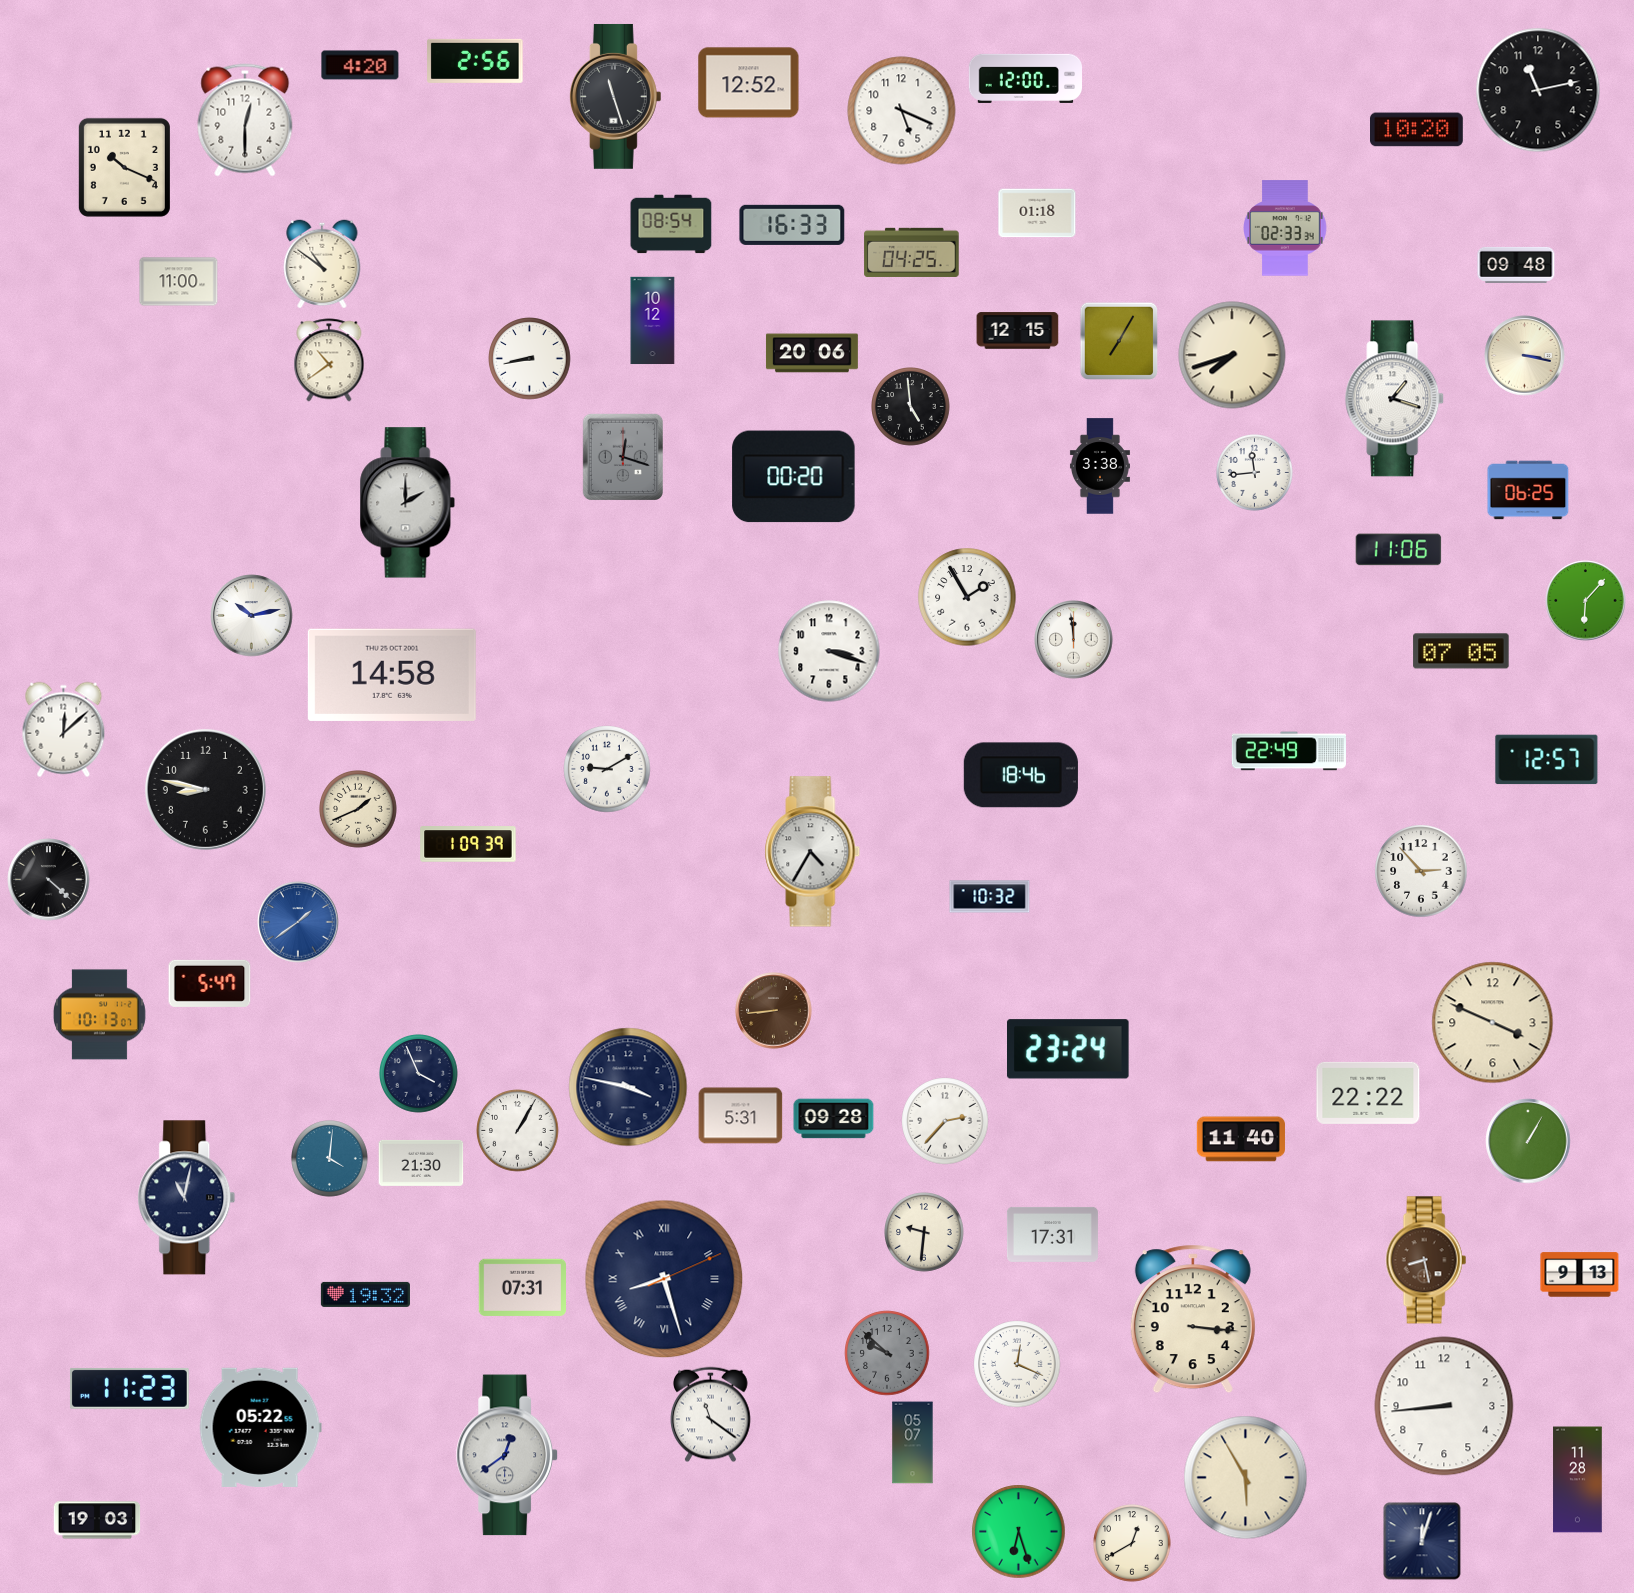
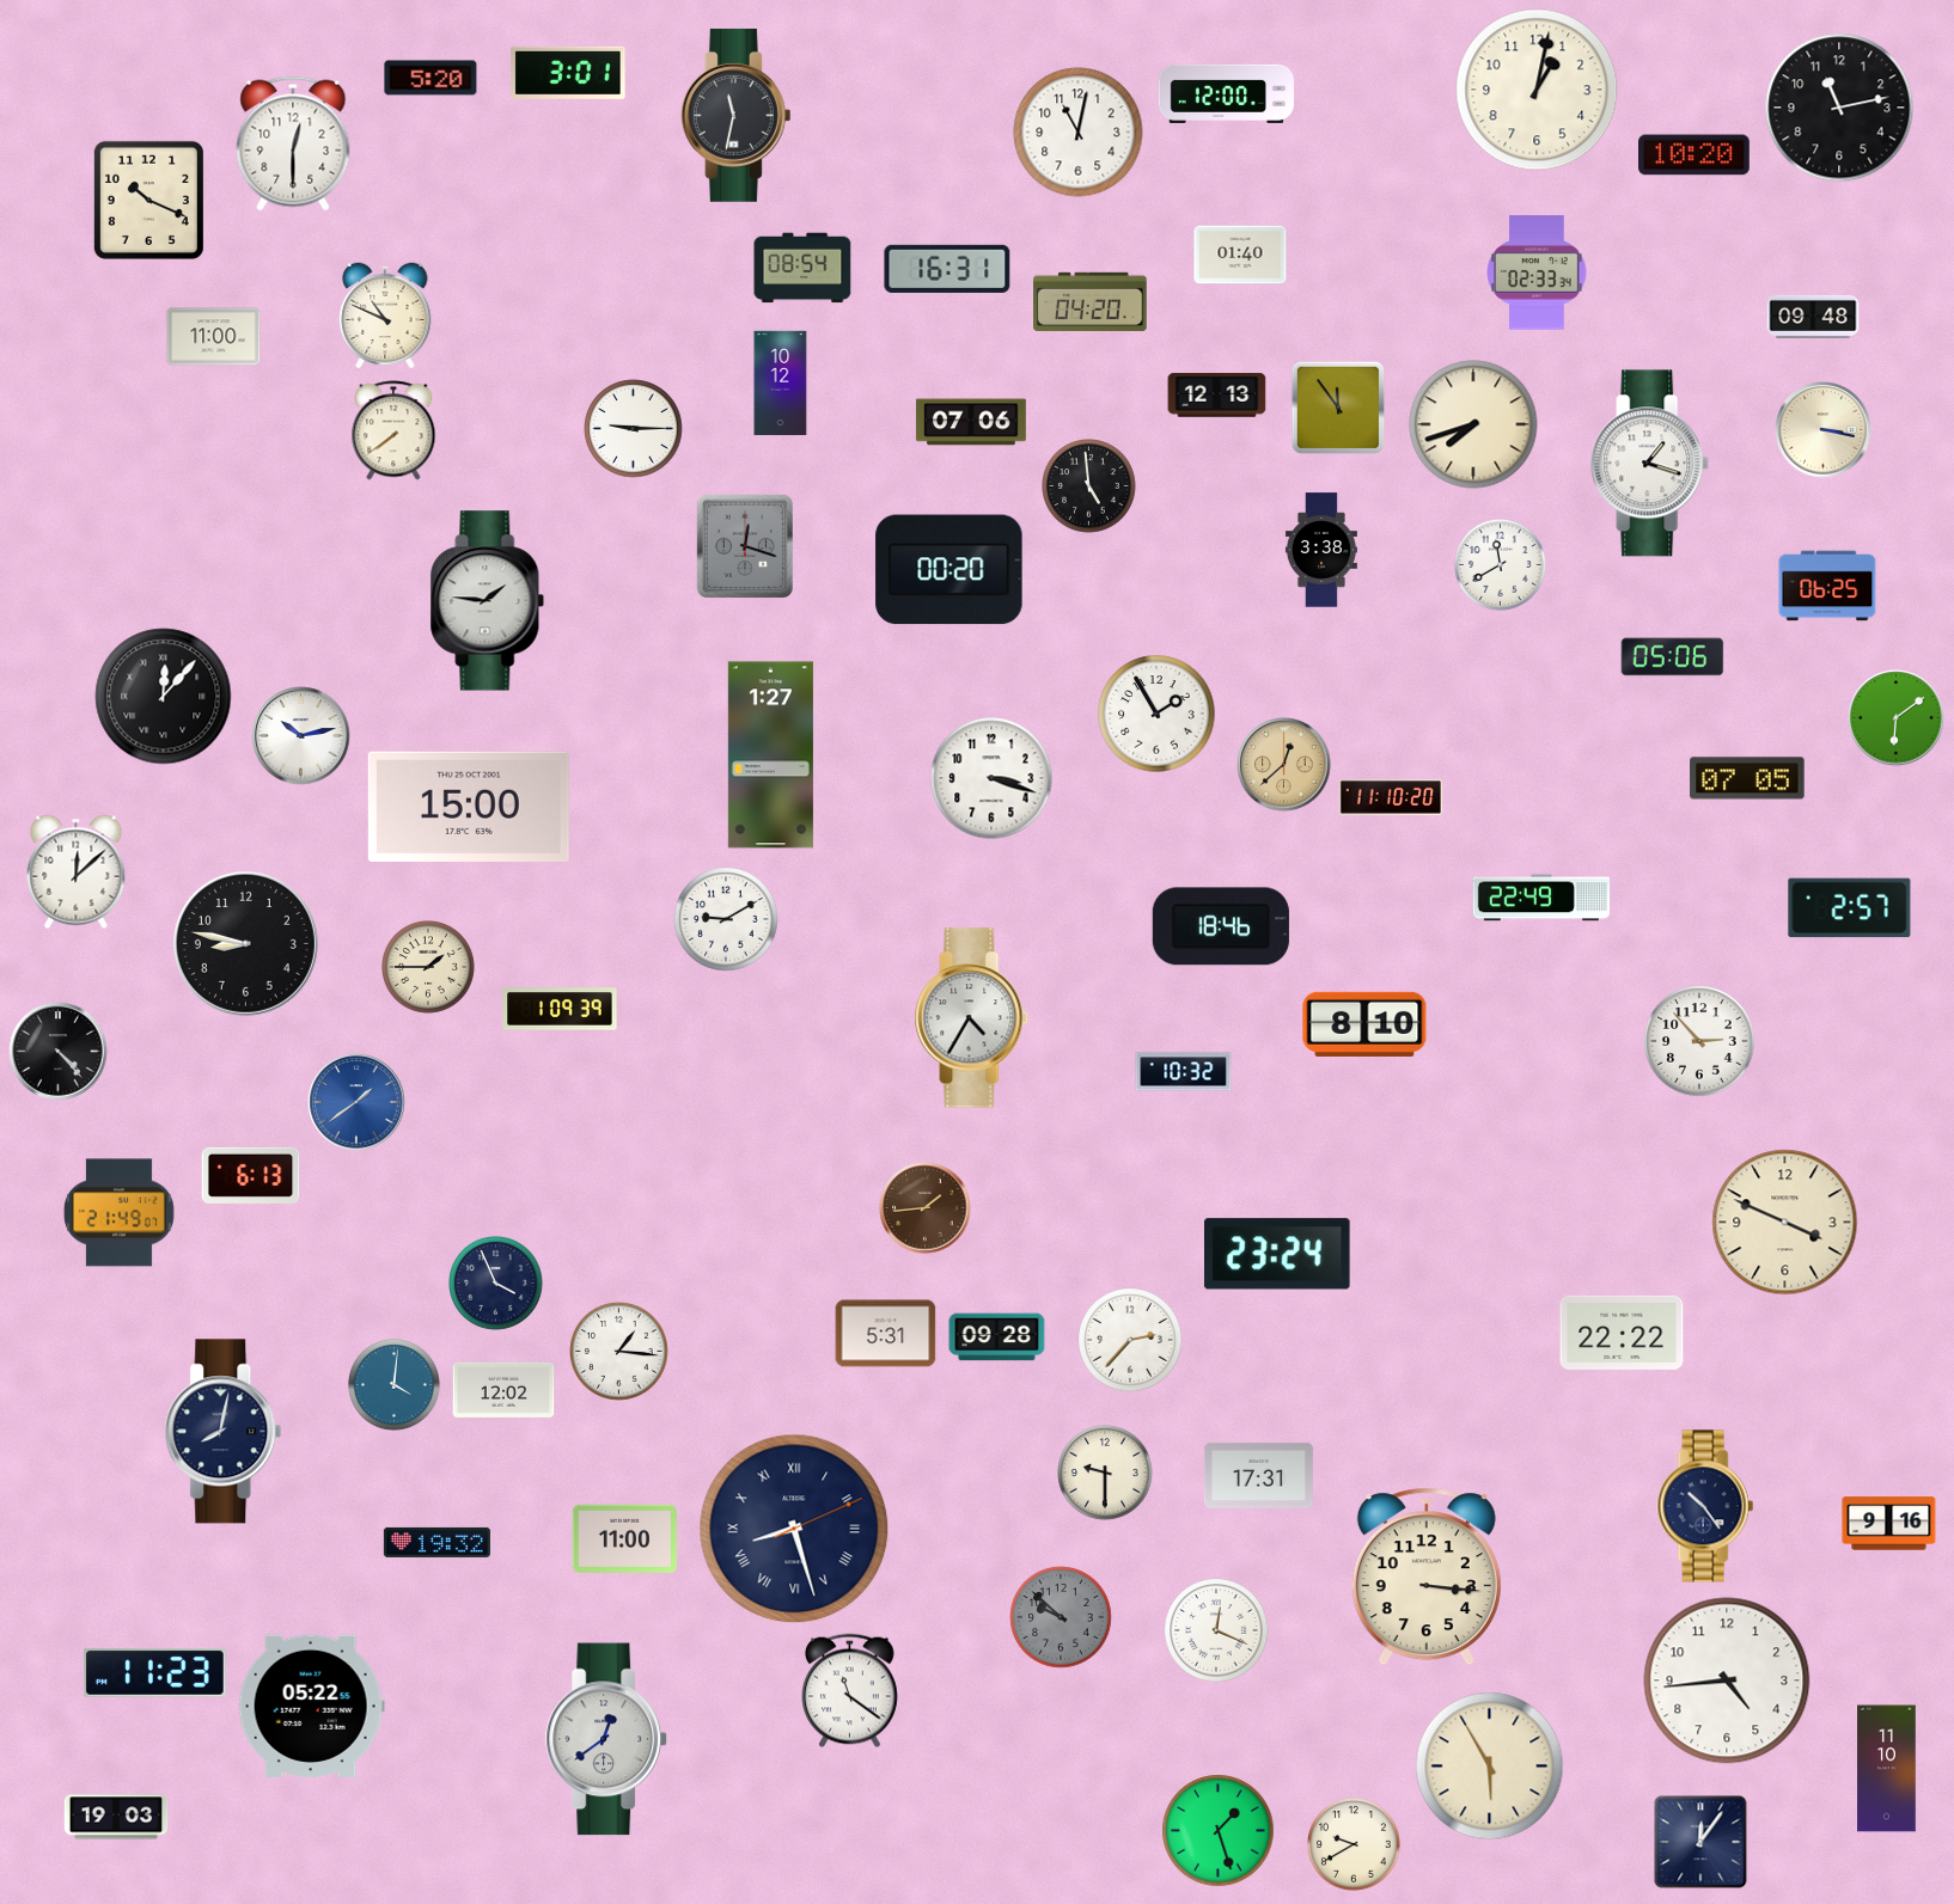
clock at (475, 61): 2:56 -> 3:01
clock at (360, 65): 4:20 -> 5:20
clock at (1537, 90): none -> 1:02
clock at (749, 83): 12:52 -> none
clock at (615, 96): 11:27 -> 11:32
clock at (902, 111): 5:19 -> 11:02
clock at (1037, 213): 01:18 -> 01:40
clock at (792, 225): 16:33 -> 16:31
clock at (912, 252): 04:25 -> 04:20
clock at (322, 264): 10:51 -> 10:49
clock at (1018, 331): 12:15 -> 12:13
clock at (1119, 341): 7:05 -> 11:54
clock at (812, 353): 20:06 -> 07:06
clock at (1525, 356) position: (1525, 356) -> (1824, 430)
clock at (530, 359): 8:43 -> 9:15
clock at (329, 360): 10:39 -> 7:39
clock at (1395, 399) position: (1395, 399) -> (1650, 464)
clock at (1100, 466) position: (1100, 466) -> (1321, 550)
clock at (1255, 473): 11:44 -> 11:40
clock at (408, 503): 2:00 -> 1:46
clock at (1399, 550): 11:06 -> 05:06
clock at (164, 697): none -> 12:07
clock at (1586, 601): 6:07 -> 6:09
clock at (770, 755): none -> 1:27
clock at (1074, 640): 11:59 -> 12:38
clock at (1074, 640) dial: white -> champagne
clock at (1391, 797): none -> 11:10
clock at (392, 675): 14:58 -> 15:00
clock at (1547, 760): 12:57 -> 2:57
clock at (359, 810): 1:41 -> 1:45
clock at (1364, 1024): none -> 8:10
clock at (49, 880): 4:22 -> 4:23
clock at (210, 983): 5:47 -> 6:13
clock at (774, 1011): 8:44 -> 1:44
clock at (99, 1015): 10:13 -> 21:49
clock at (419, 1074) position: (419, 1074) -> (496, 1284)
clock at (628, 1087): 3:47 -> none
clock at (1368, 1093) position: (1368, 1093) -> (1622, 1333)
clock at (518, 1131): 1:05 -> 1:16
clock at (1241, 1139): 11:40 -> none
clock at (1528, 1141): 1:05 -> none
clock at (421, 1163): 21:30 -> 12:02
clock at (187, 1198): 11:02 -> 8:02
clock at (924, 1232): 9:31 -> 9:30
clock at (1426, 1260): 8:28 -> 10:24
clock at (1426, 1260) dial: brown -> navy
clock at (1580, 1275): 9:13 -> 9:16
clock at (522, 1287): 07:31 -> 11:00
clock at (365, 1294) position: (365, 1294) -> (436, 1542)
clock at (129, 1388) position: (129, 1388) -> (154, 1672)
clock at (1444, 1406): 8:44 -> 4:44
clock at (913, 1443): 05:07 -> none
clock at (1578, 1480): 11:28 -> 11:10
clock at (1019, 1532): 6:27 -> 1:27
clock at (1422, 1541): 12:03 -> 12:06
clock at (1133, 1544): 12:40 -> 9:40
